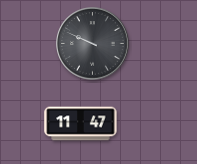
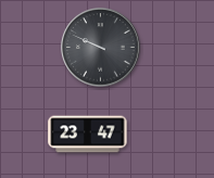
clock at (81, 124): 11:47 -> 23:47
